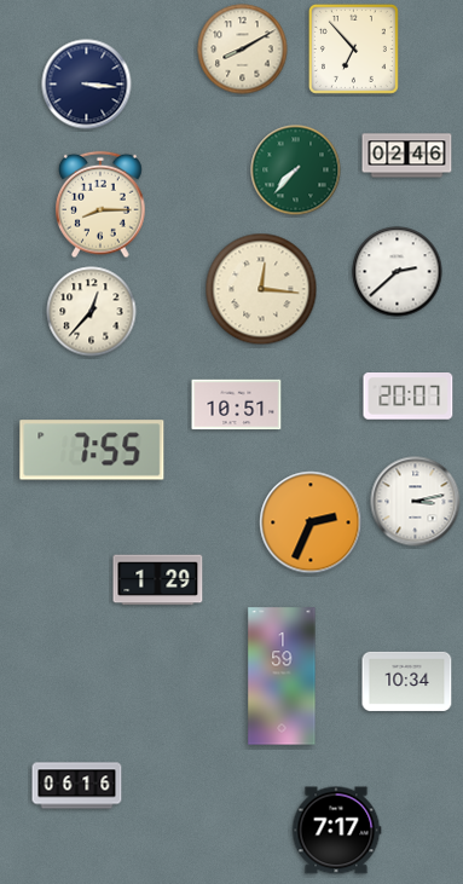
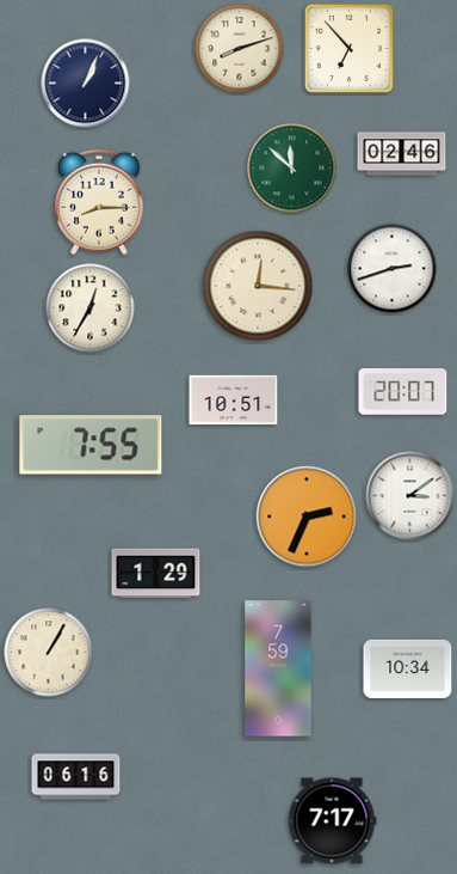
clock at (243, 50): 8:10 -> 8:12
clock at (87, 85): 3:16 -> 1:04
clock at (296, 171): 7:37 -> 11:52
clock at (398, 272): 2:38 -> 2:42
clock at (92, 312): 12:37 -> 12:35
clock at (416, 502): 3:13 -> 3:09
clock at (49, 653): none -> 1:05
clock at (282, 676): 1:59 -> 7:59
clock at (407, 681) position: (407, 681) -> (408, 668)
